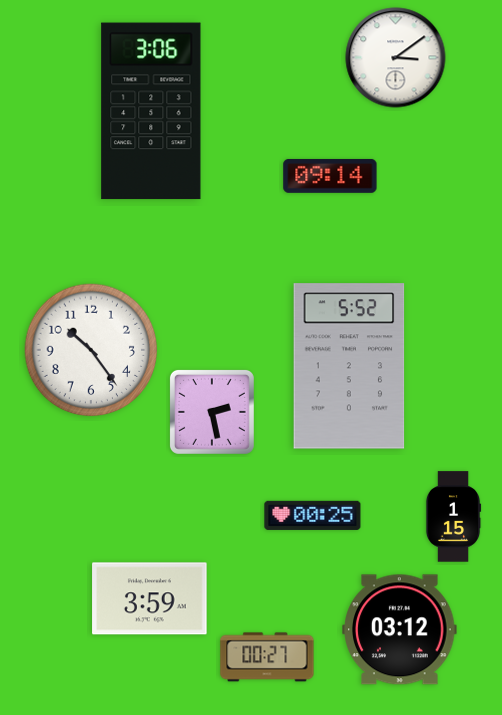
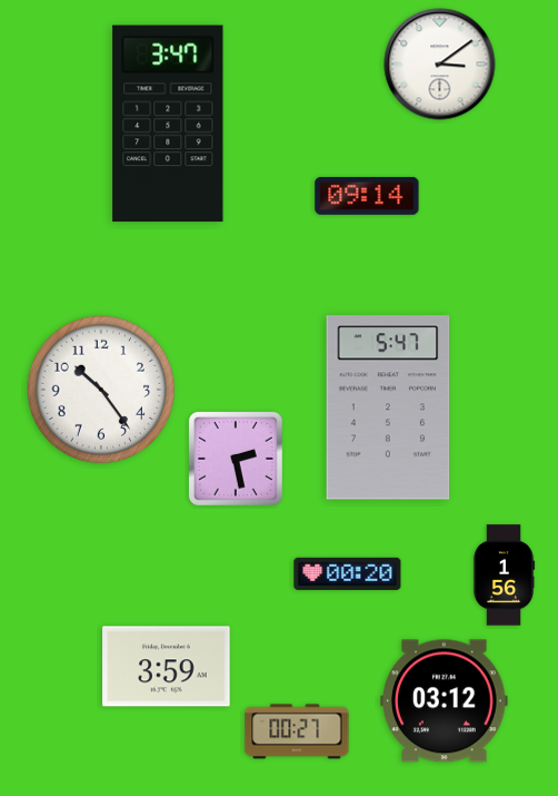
clock at (151, 111): 3:06 -> 3:47
clock at (349, 366): 5:52 -> 5:47
clock at (313, 515): 00:25 -> 00:20
clock at (453, 517): 1:15 -> 1:56
